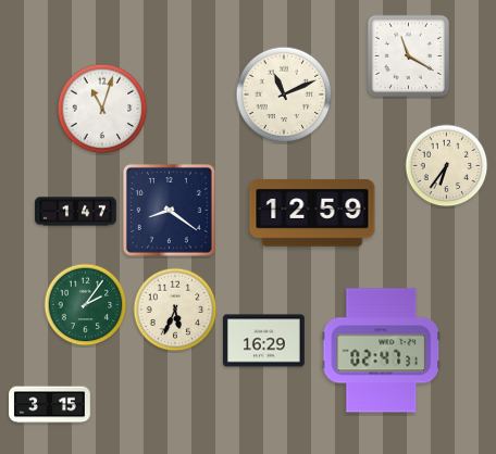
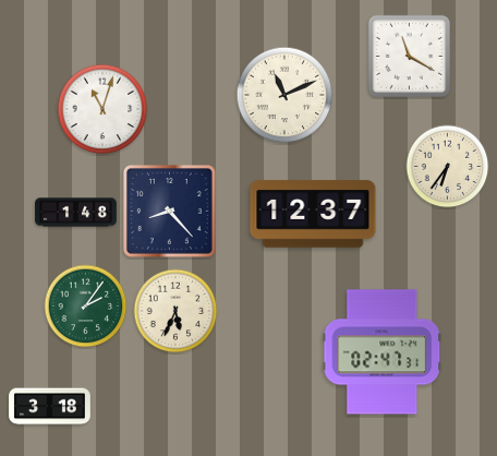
clock at (169, 210): 8:21 -> 8:23
clock at (76, 212): 1:47 -> 1:48
clock at (312, 213): 12:59 -> 12:37
clock at (264, 341): 16:29 -> none
clock at (50, 405): 3:15 -> 3:18
